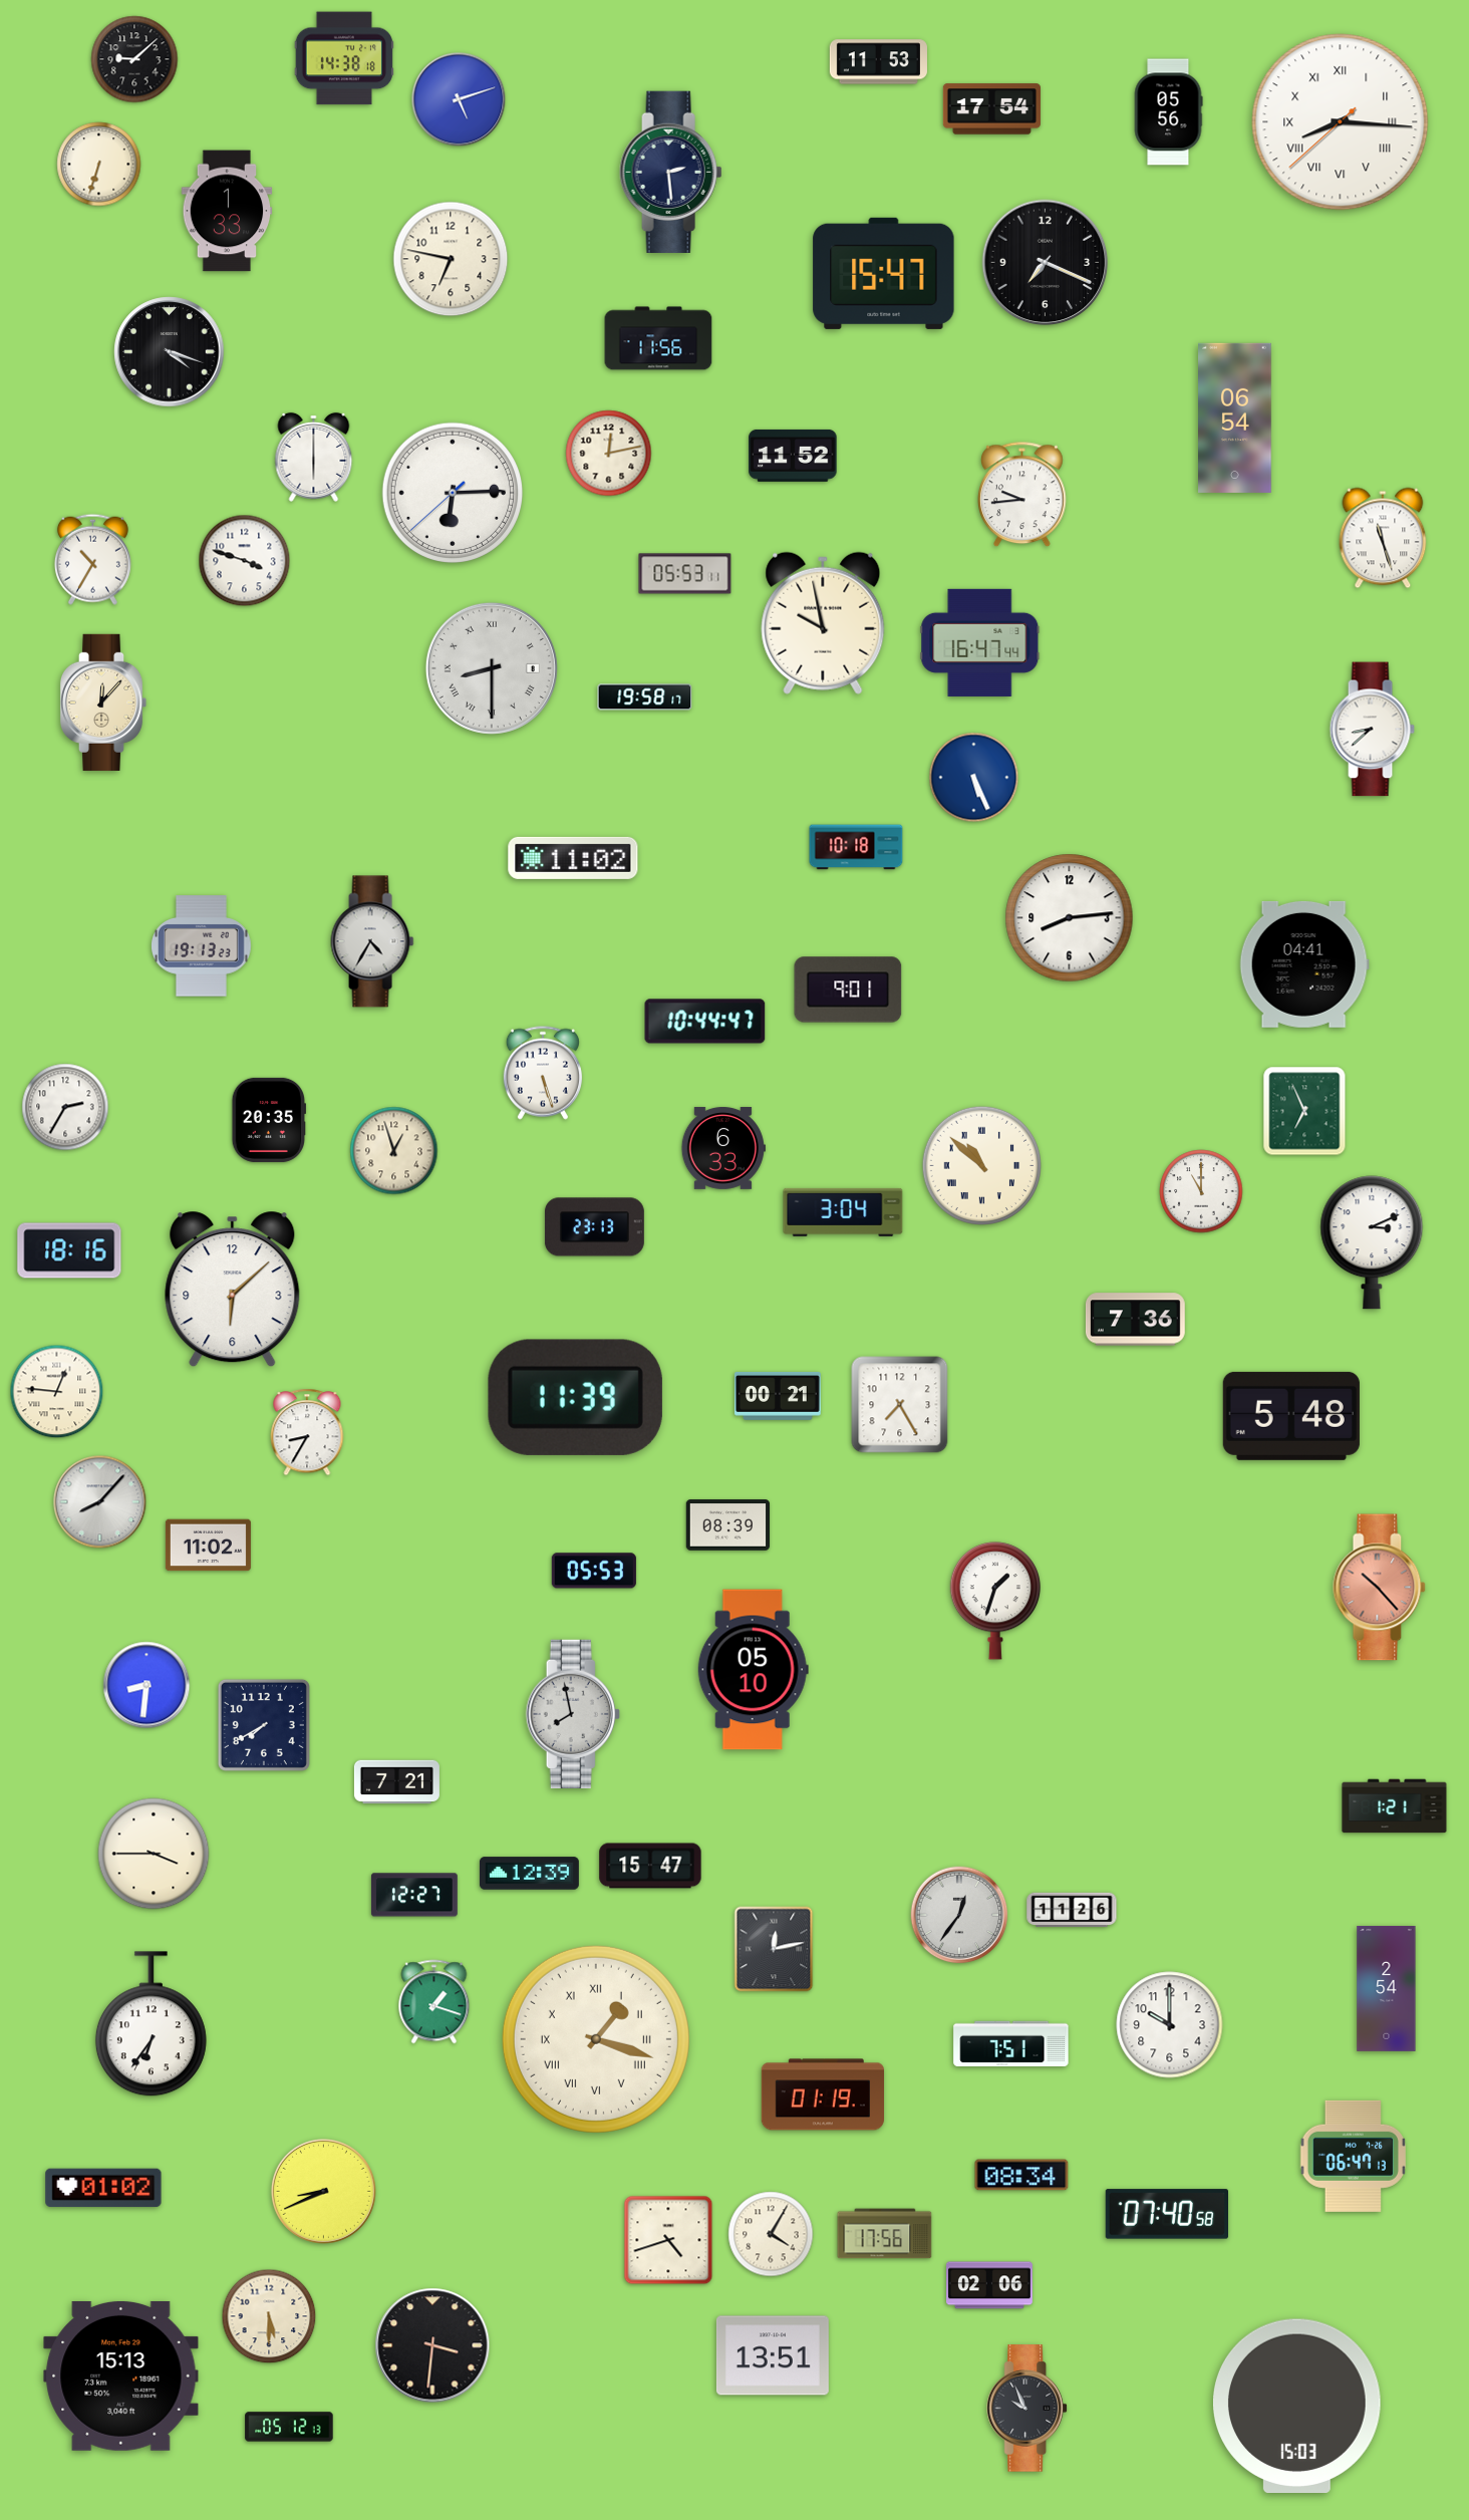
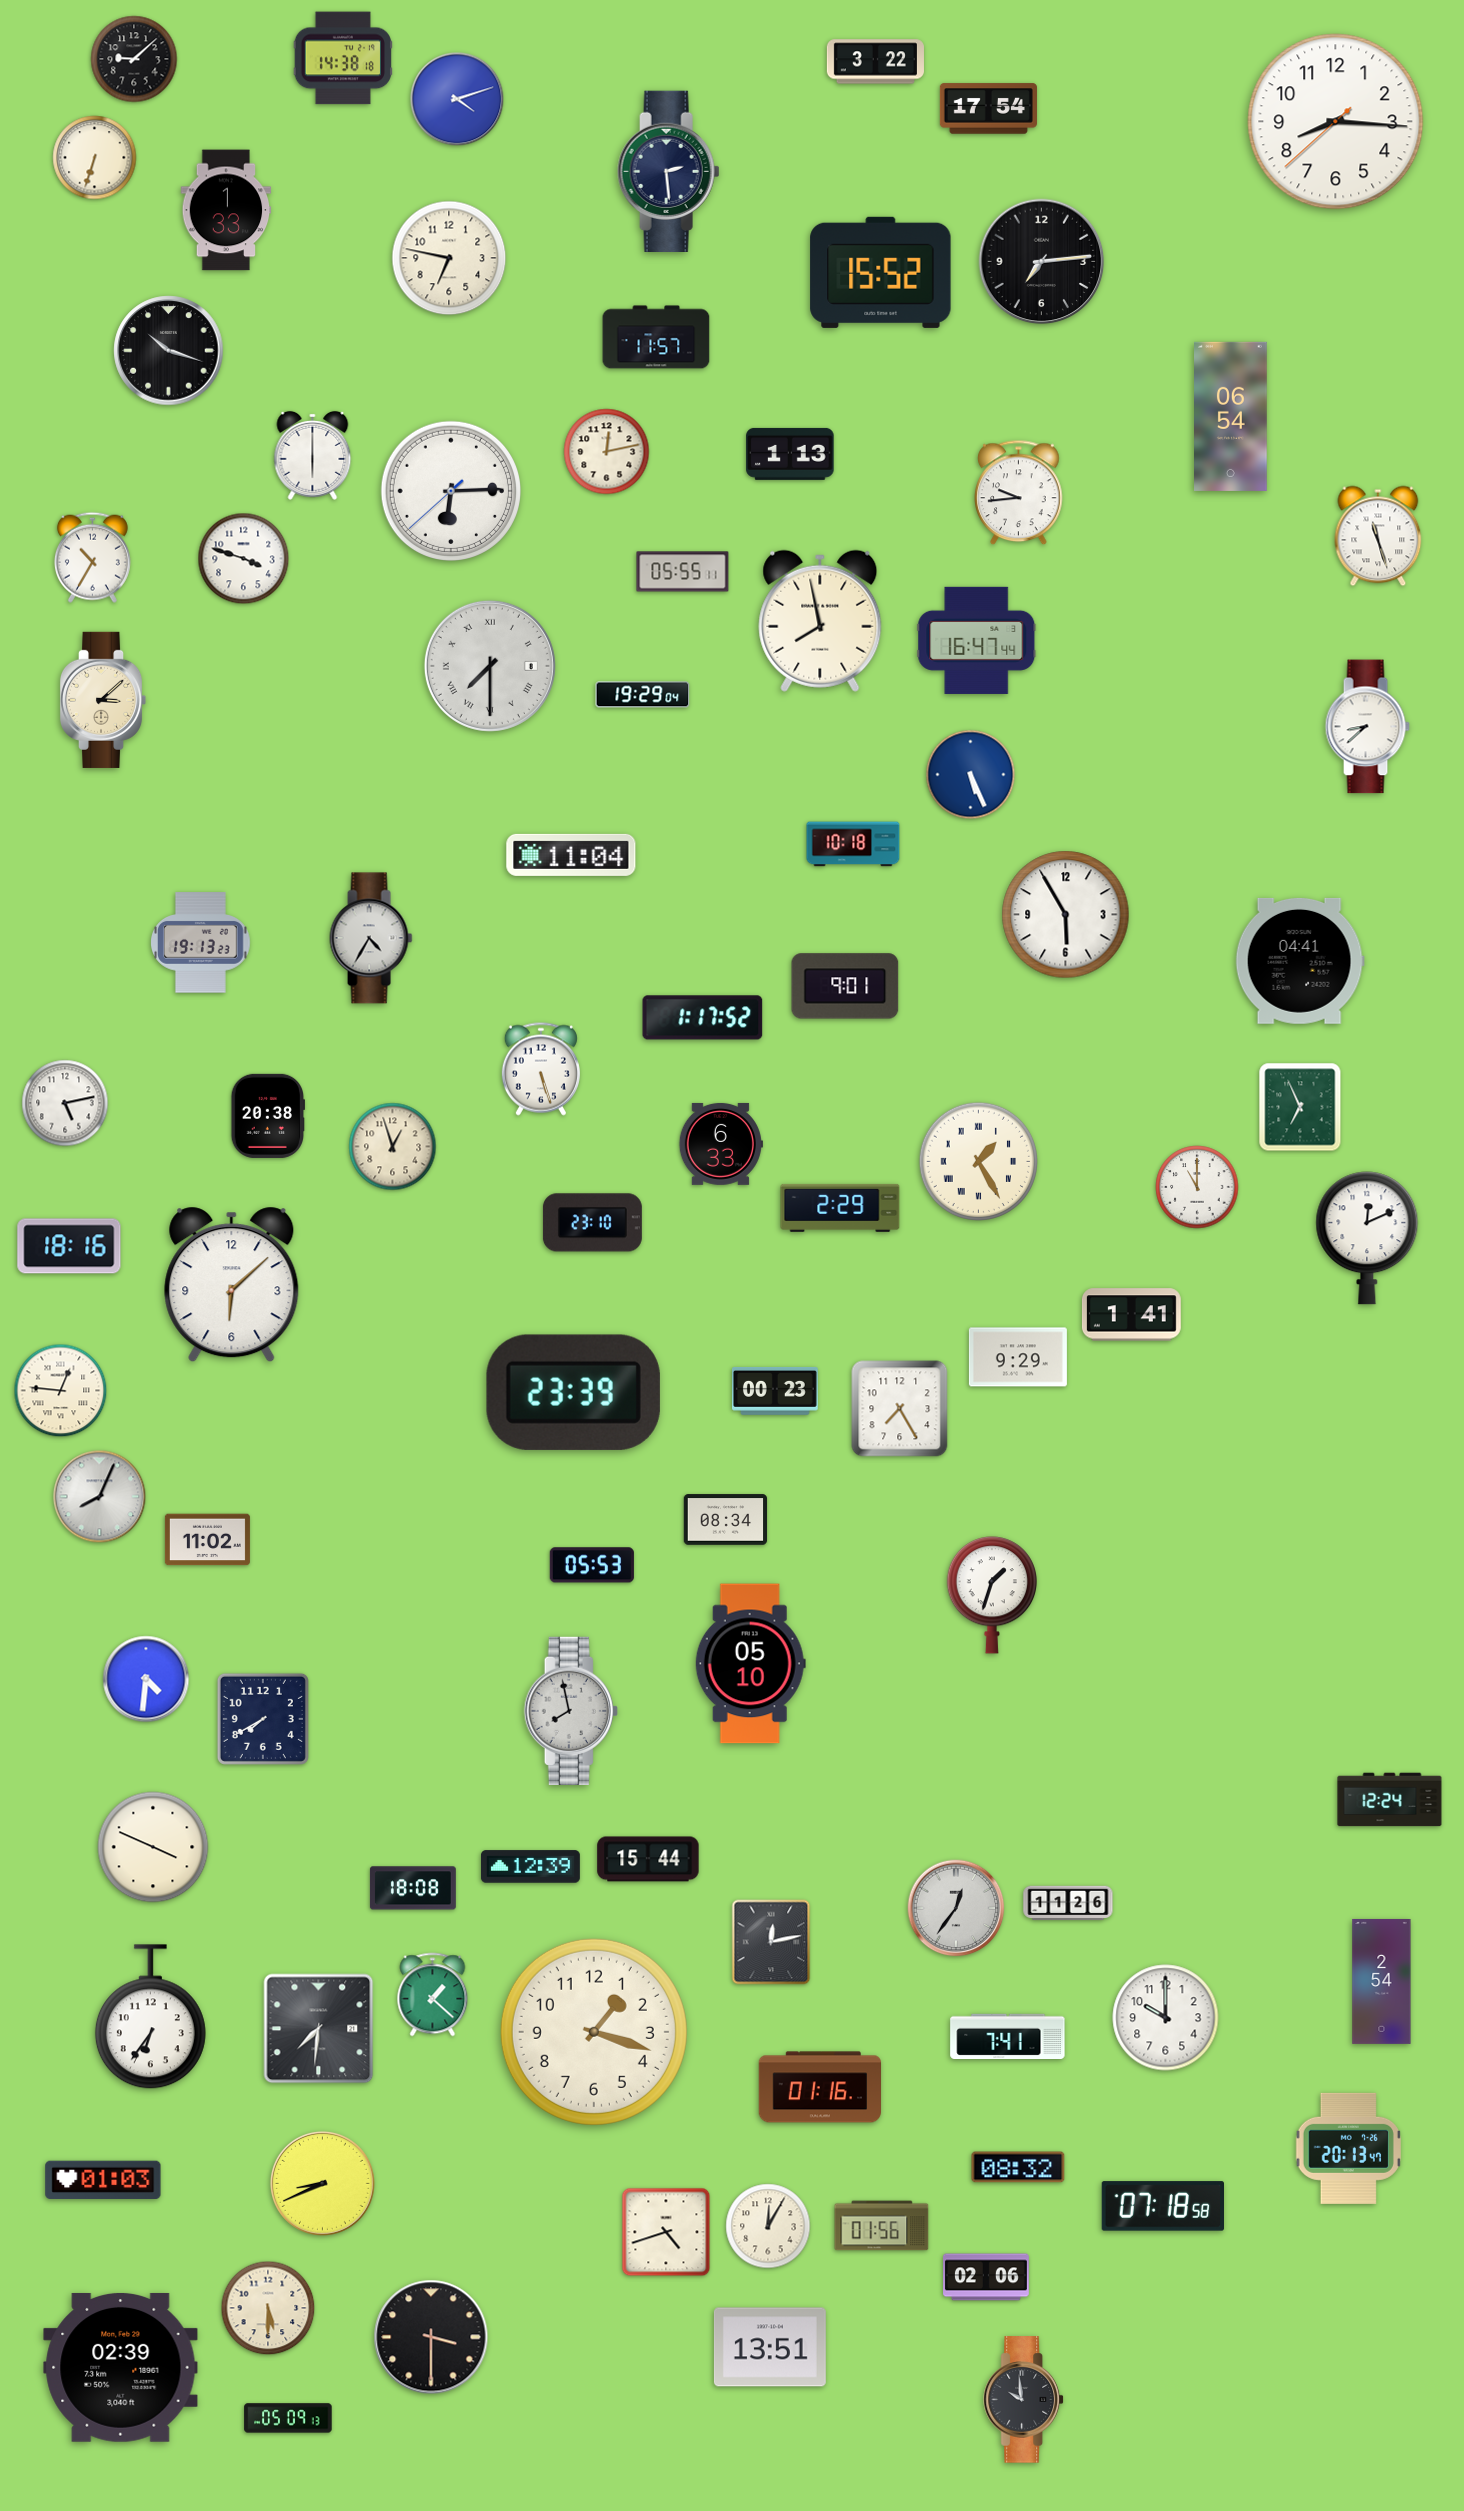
clock at (878, 62): 11:53 -> 3:22
clock at (459, 99): 5:12 -> 4:12
clock at (1168, 112): 05:56 -> none
clock at (1341, 122) numerals: Roman -> Arabic
clock at (99, 165) position: (99, 165) -> (95, 158)
clock at (1046, 263): 7:19 -> 7:14
clock at (884, 273): 15:47 -> 15:52
clock at (658, 338): 11:56 -> 11:57
clock at (170, 352): 4:18 -> 10:18
clock at (793, 456): 11:52 -> 1:13
clock at (685, 574): 05:53 -> 05:55
clock at (823, 623): 9:58 -> 7:58
clock at (492, 668): 8:30 -> 7:30
clock at (645, 697): 19:58 -> 19:29
clock at (103, 703): 12:07 -> 3:08
clock at (573, 858): 11:02 -> 11:04
clock at (1070, 918): 8:14 -> 5:55
clock at (705, 1022): 10:44 -> 1:17
clock at (65, 1107): 2:35 -> 5:13
clock at (268, 1120): 20:35 -> 20:38
clock at (981, 1165): 10:52 -> 1:25
clock at (843, 1212): 3:04 -> 2:29
clock at (594, 1227): 23:13 -> 23:10
clock at (1372, 1242): 3:11 -> 12:11
clock at (1135, 1320): 7:36 -> 1:41
clock at (1018, 1357): none -> 9:29
clock at (57, 1392) position: (57, 1392) -> (61, 1391)
clock at (778, 1396): 00:21 -> 00:23
clock at (575, 1397): 11:39 -> 23:39
clock at (900, 1405) position: (900, 1405) -> (900, 1409)
clock at (1291, 1416): 5:48 -> none
clock at (307, 1432): 8:35 -> none
clock at (100, 1502): 8:07 -> 8:04
clock at (728, 1525): 08:39 -> 08:34
clock at (1380, 1588): 10:23 -> none
clock at (146, 1685): 8:31 -> 4:31
clock at (573, 1713) position: (573, 1713) -> (571, 1710)
clock at (396, 1782): 7:21 -> none
clock at (1395, 1806): 1:21 -> 12:24
clock at (154, 1854): 3:45 -> 3:49
clock at (650, 1866): 15:47 -> 15:44
clock at (529, 1874) position: (529, 1874) -> (530, 1867)
clock at (414, 1895): 12:27 -> 18:08
clock at (434, 2002): 1:18 -> 1:22
clock at (319, 2029): none -> 7:31
clock at (596, 2039) numerals: Roman -> Arabic
clock at (1011, 2043): 7:51 -> 7:41
clock at (823, 2094): 01:19 -> 01:16
clock at (1353, 2156): 06:47 -> 20:13
clock at (1021, 2175): 08:34 -> 08:32
clock at (103, 2188): 01:02 -> 01:03
clock at (1166, 2214): 07:40 -> 07:18
clock at (771, 2234): 4:05 -> 12:05
clock at (885, 2234): 17:56 -> 01:56
clock at (432, 2345): 3:31 -> 3:30
clock at (121, 2375): 15:13 -> 02:39
clock at (1296, 2406): 15:03 -> none
clock at (1026, 2409): 9:56 -> 9:59
clock at (289, 2427): 05:12 -> 05:09
